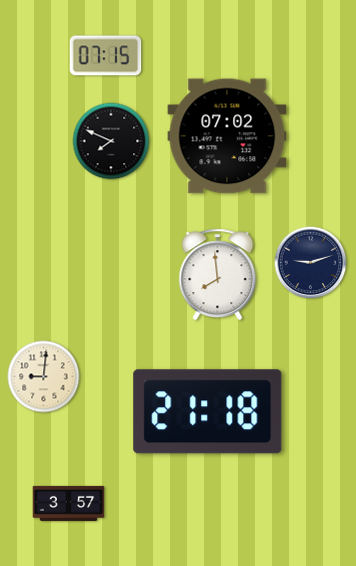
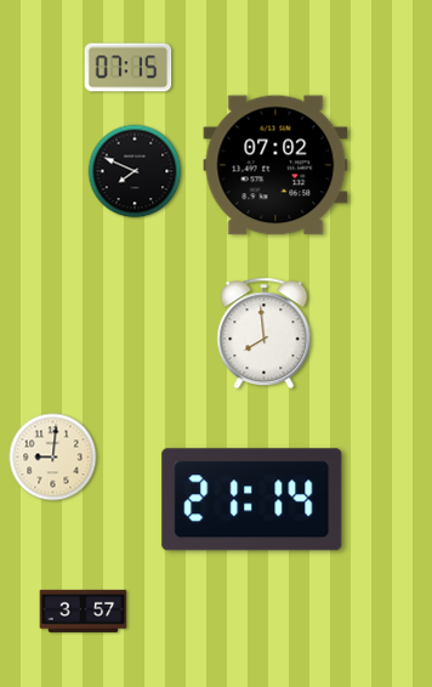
clock at (311, 263): 9:12 -> none
clock at (208, 412): 21:18 -> 21:14
